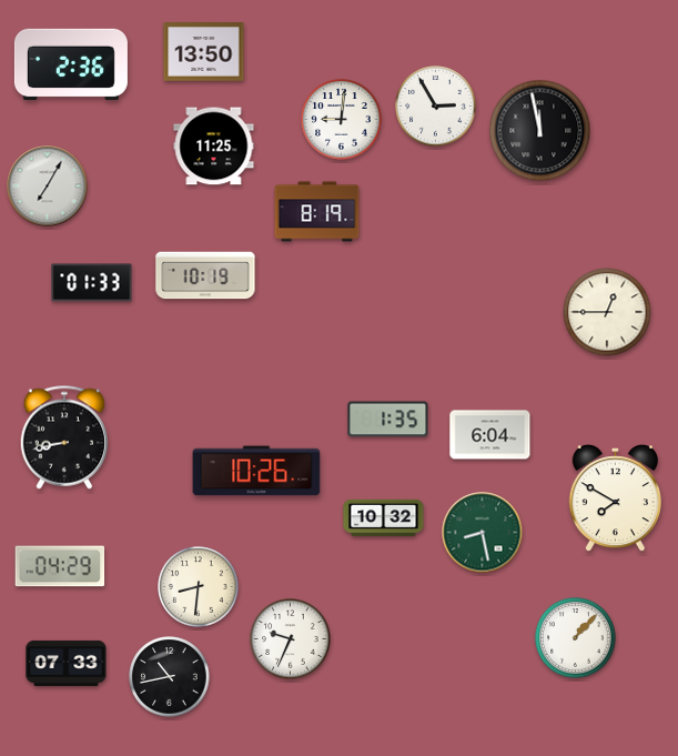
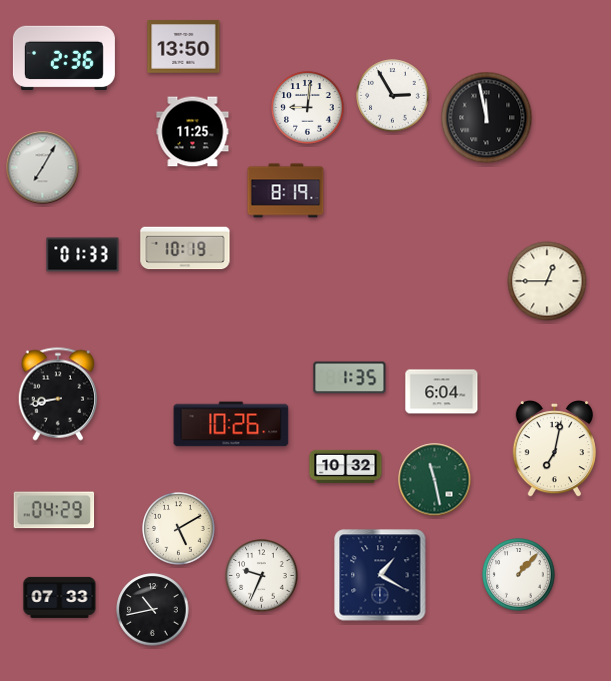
clock at (615, 500): 7:50 -> 7:02
clock at (483, 533): 8:28 -> 11:28
clock at (199, 587): 8:31 -> 5:10
clock at (380, 575): none -> 1:20
